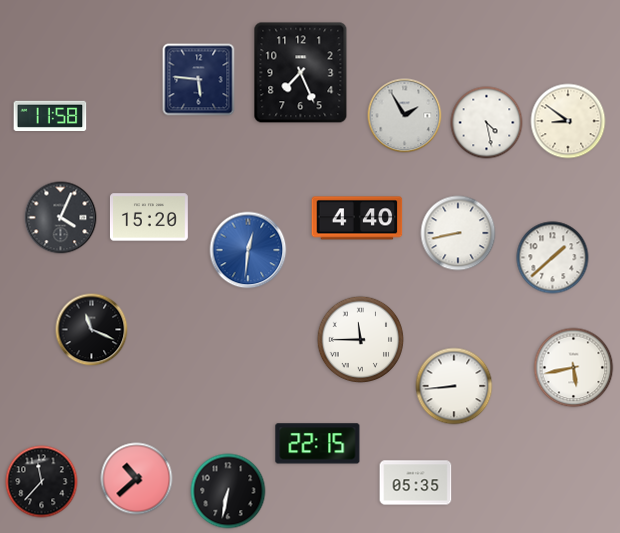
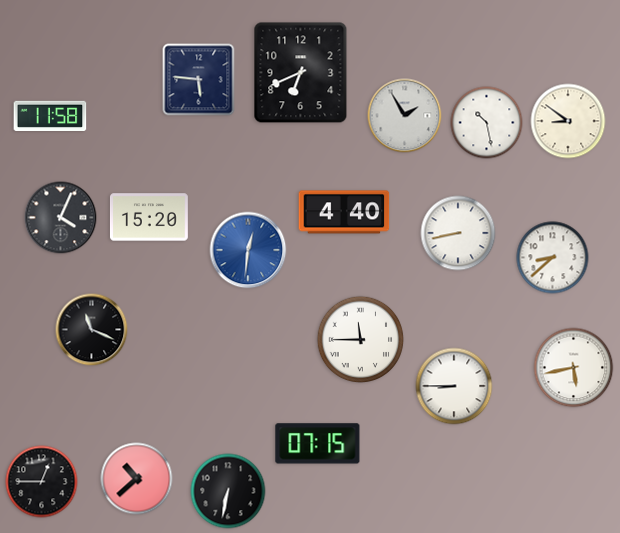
clock at (301, 73): 7:26 -> 6:41
clock at (487, 123): 4:28 -> 10:28
clock at (357, 218) position: (357, 218) -> (344, 212)
clock at (553, 258): 1:38 -> 8:38
clock at (454, 386): 8:44 -> 8:45
clock at (318, 444): 22:15 -> 07:15
clock at (42, 482): 11:37 -> 12:45
clock at (416, 483): 05:35 -> none
